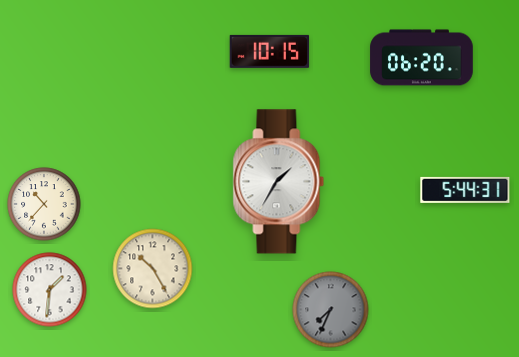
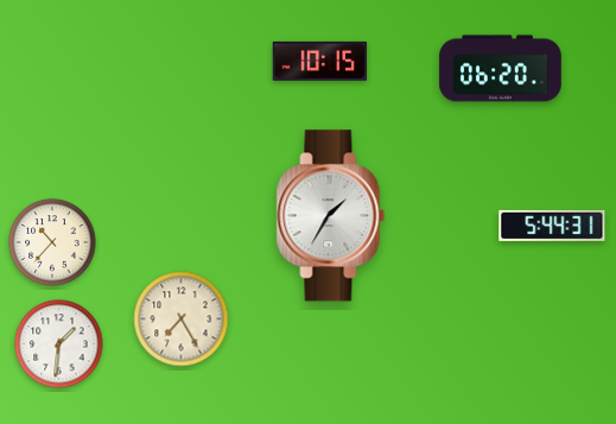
clock at (153, 269): 10:25 -> 7:25
clock at (331, 310): 7:34 -> none
